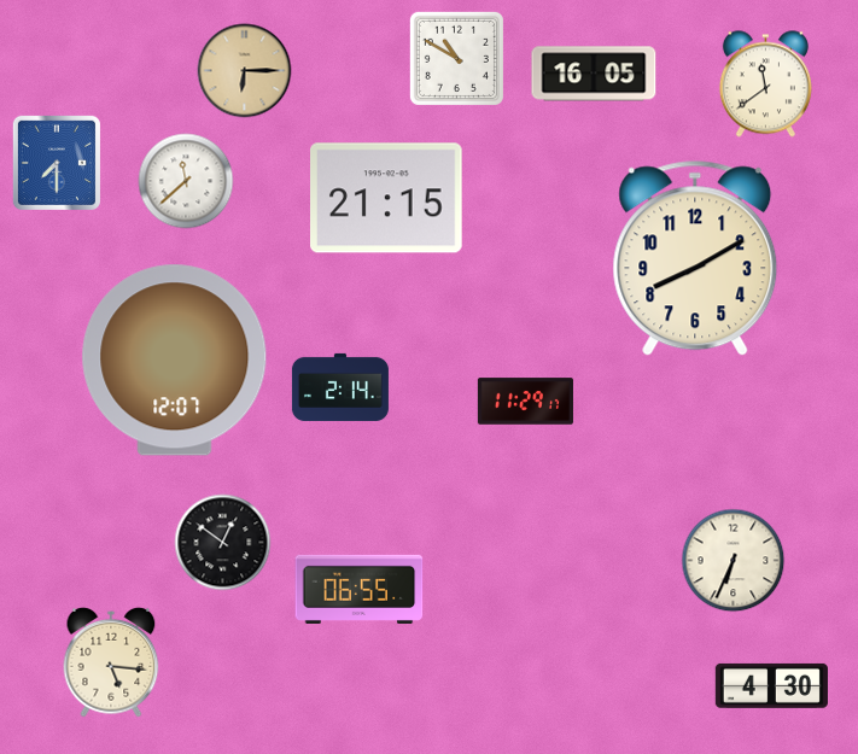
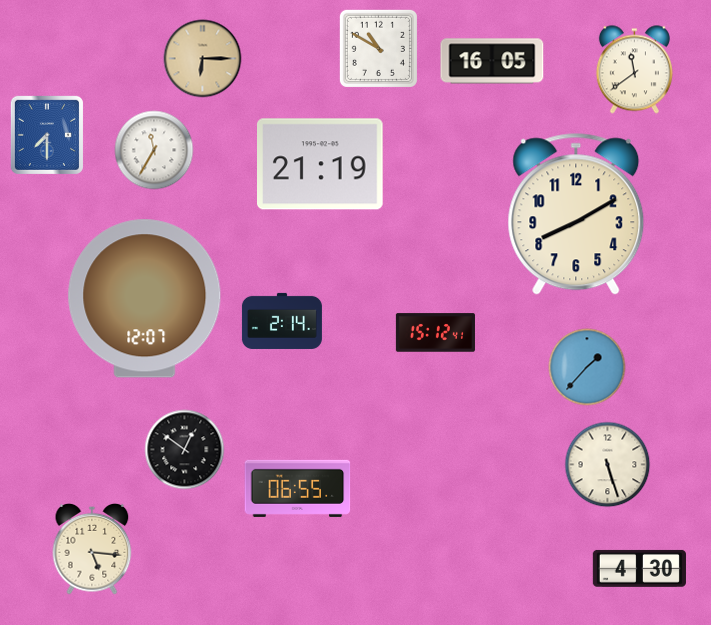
clock at (186, 181): 11:38 -> 11:35
clock at (387, 198): 21:15 -> 21:19
clock at (525, 402): 11:29 -> 15:12
clock at (587, 367): none -> 1:37
clock at (734, 561): 6:34 -> 5:27
